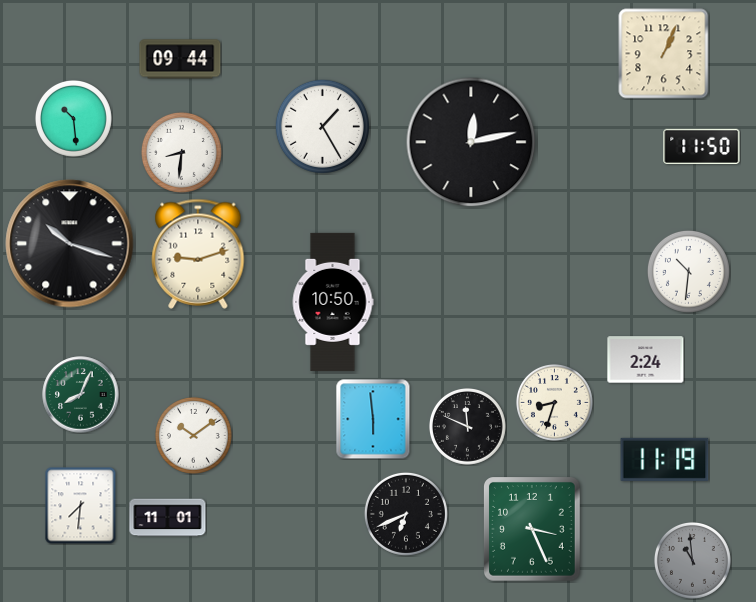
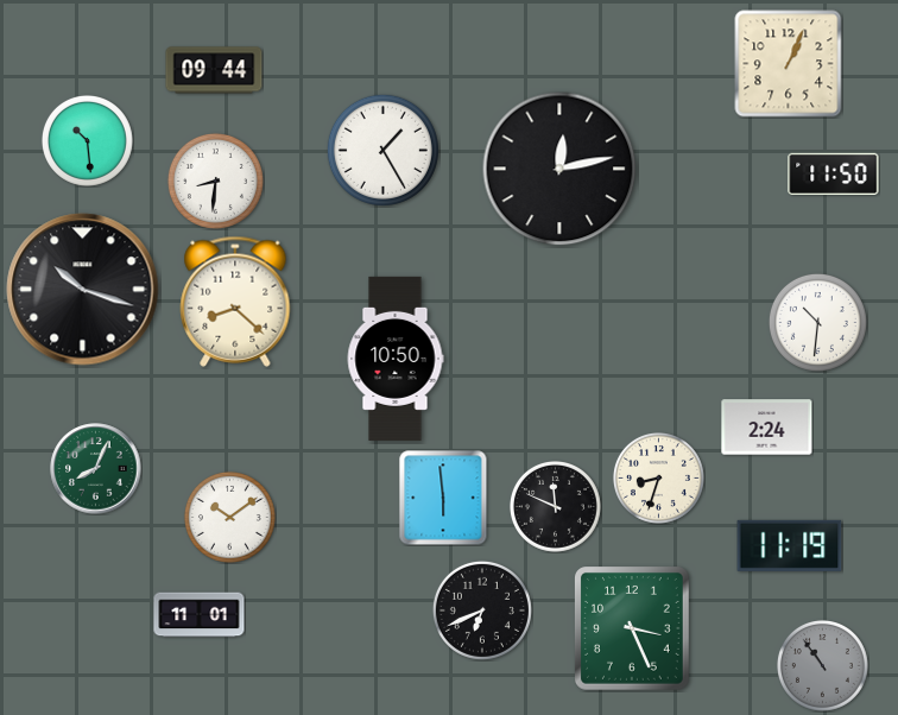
clock at (198, 254): 9:12 -> 8:22
clock at (81, 505): 7:31 -> none
clock at (692, 560): 10:59 -> 10:54
